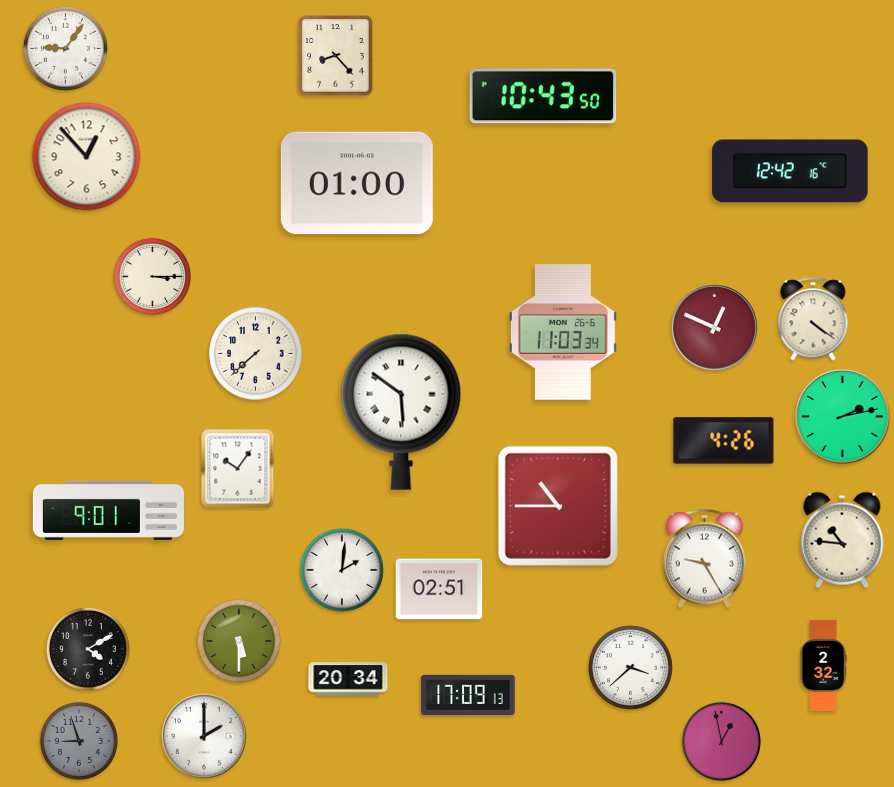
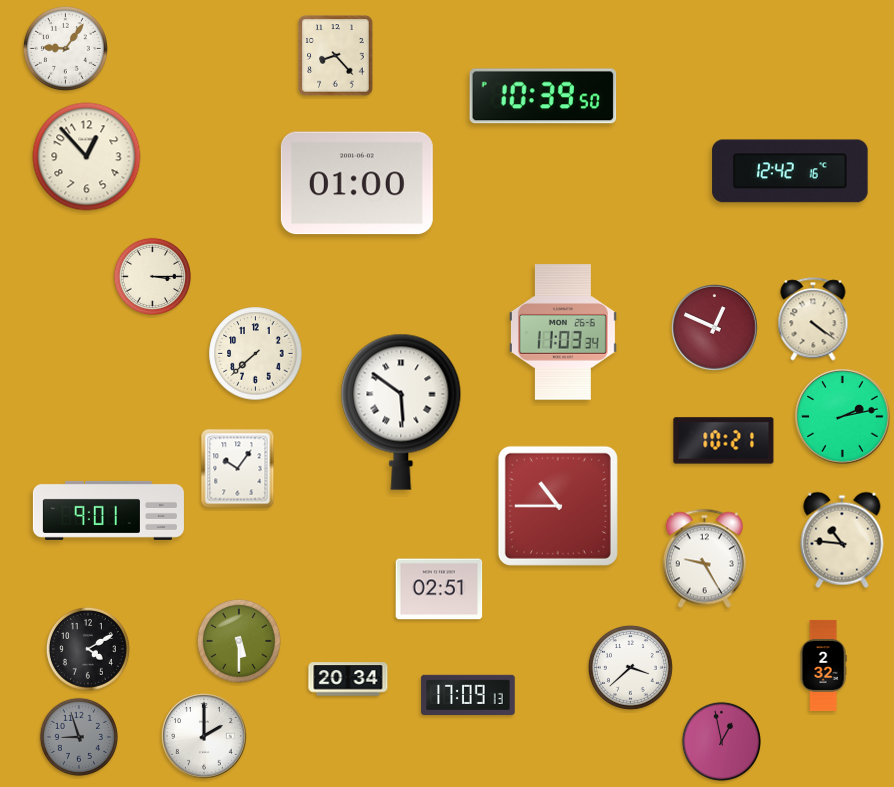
clock at (543, 96): 10:43 -> 10:39
clock at (724, 441): 4:26 -> 10:21
clock at (342, 570): 2:01 -> none
clock at (78, 740) position: (78, 740) -> (78, 736)
